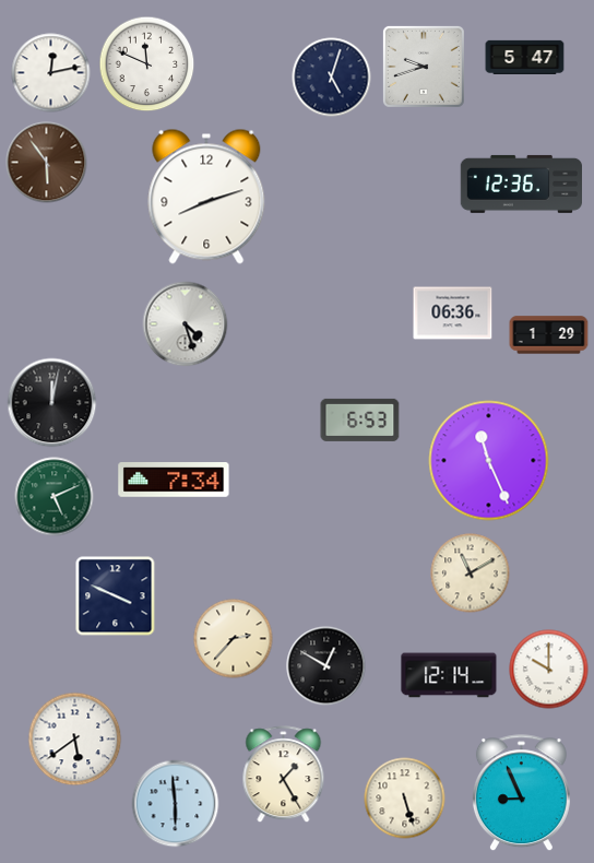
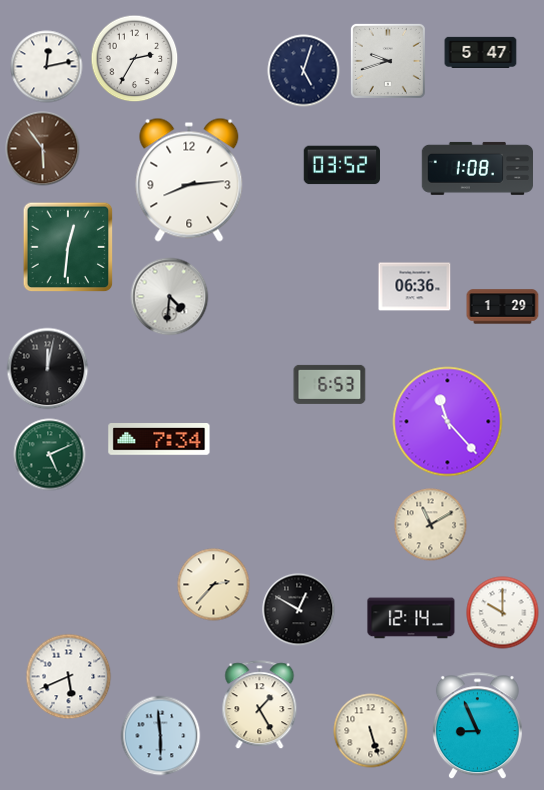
clock at (147, 64): 11:49 -> 2:35
clock at (341, 165): none -> 03:52
clock at (521, 184): 12:36 -> 1:08
clock at (206, 197): 8:12 -> 8:14
clock at (68, 247): none -> 12:31
clock at (186, 324): 4:27 -> 4:31
clock at (489, 461): 11:26 -> 11:23
clock at (116, 596): 3:49 -> none
clock at (75, 740): 5:39 -> 5:41
clock at (284, 775) position: (284, 775) -> (260, 705)
